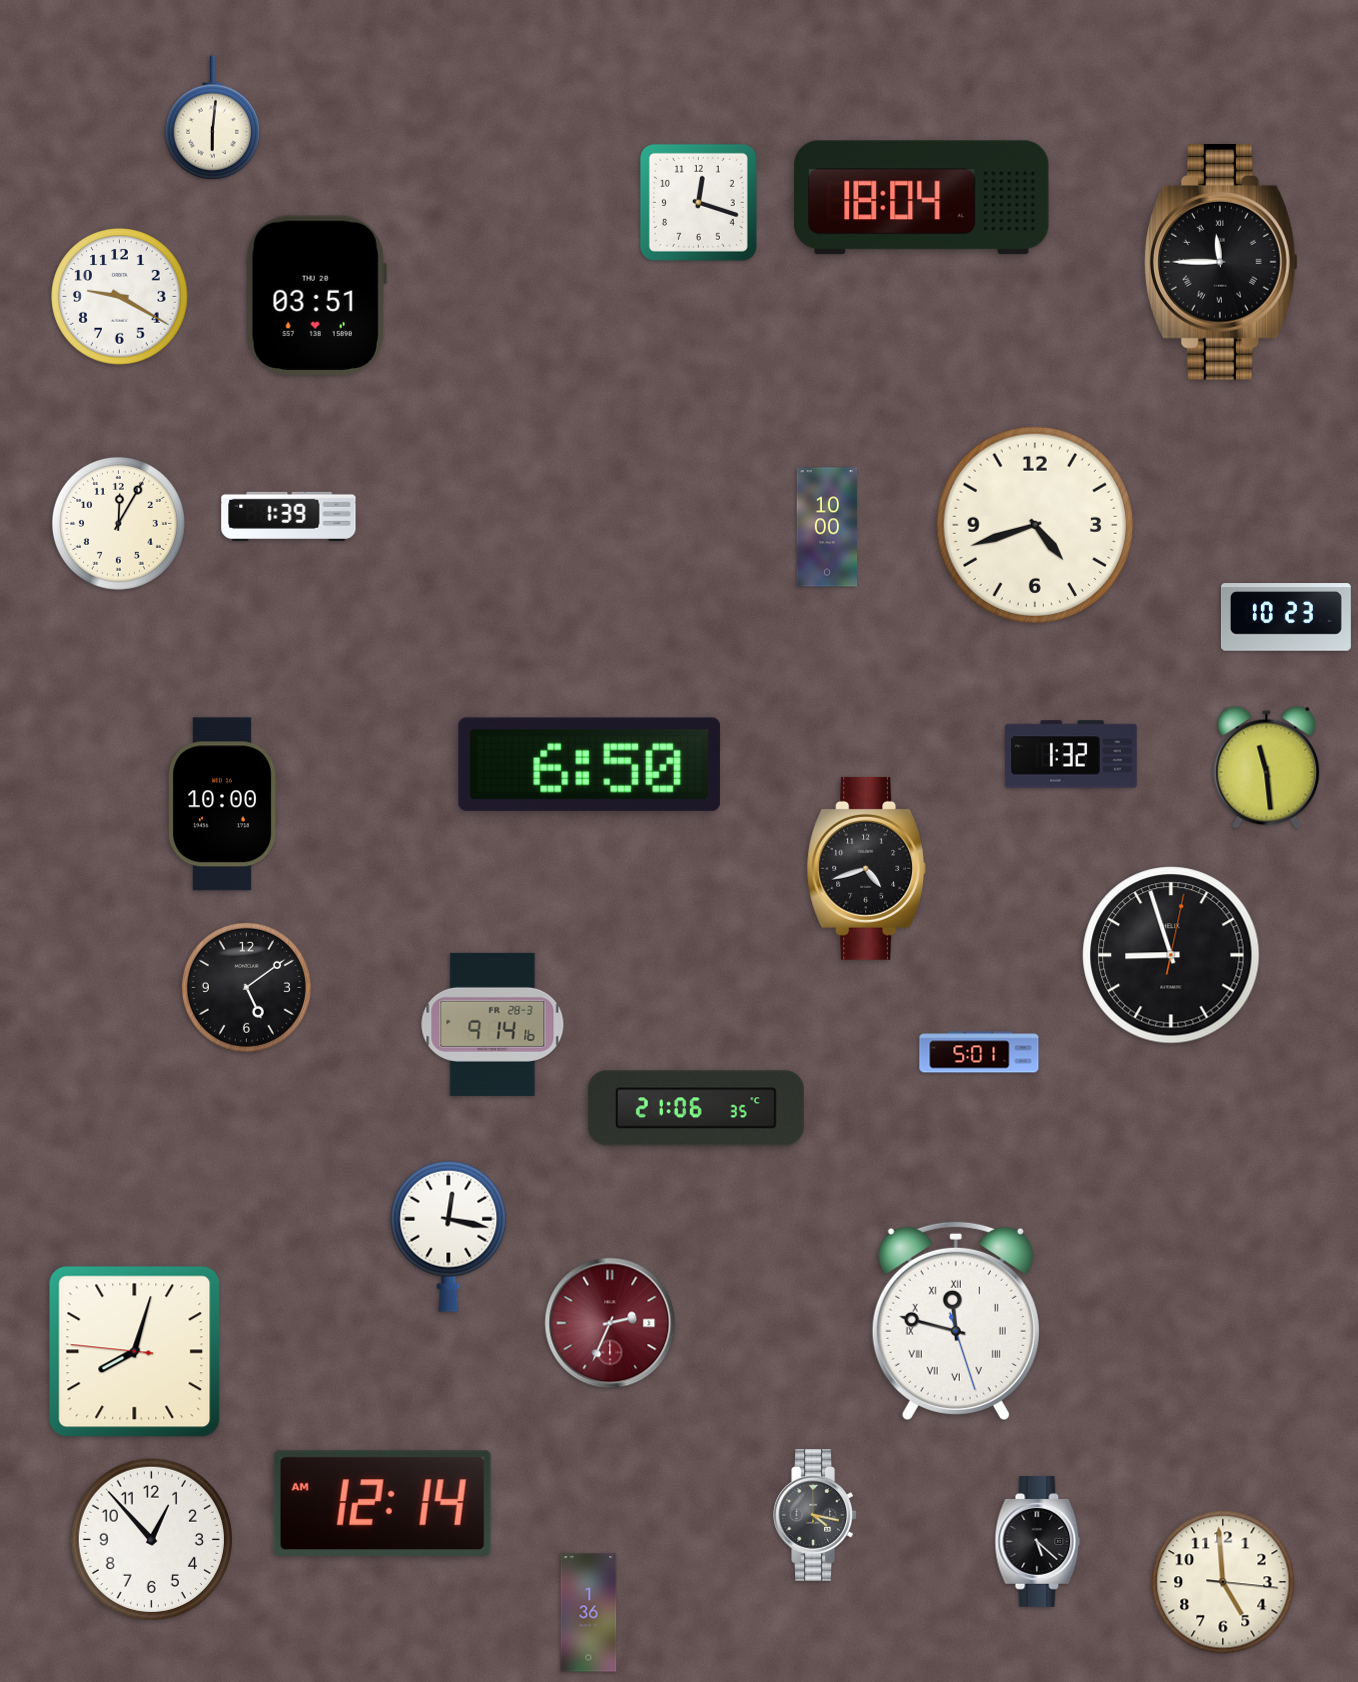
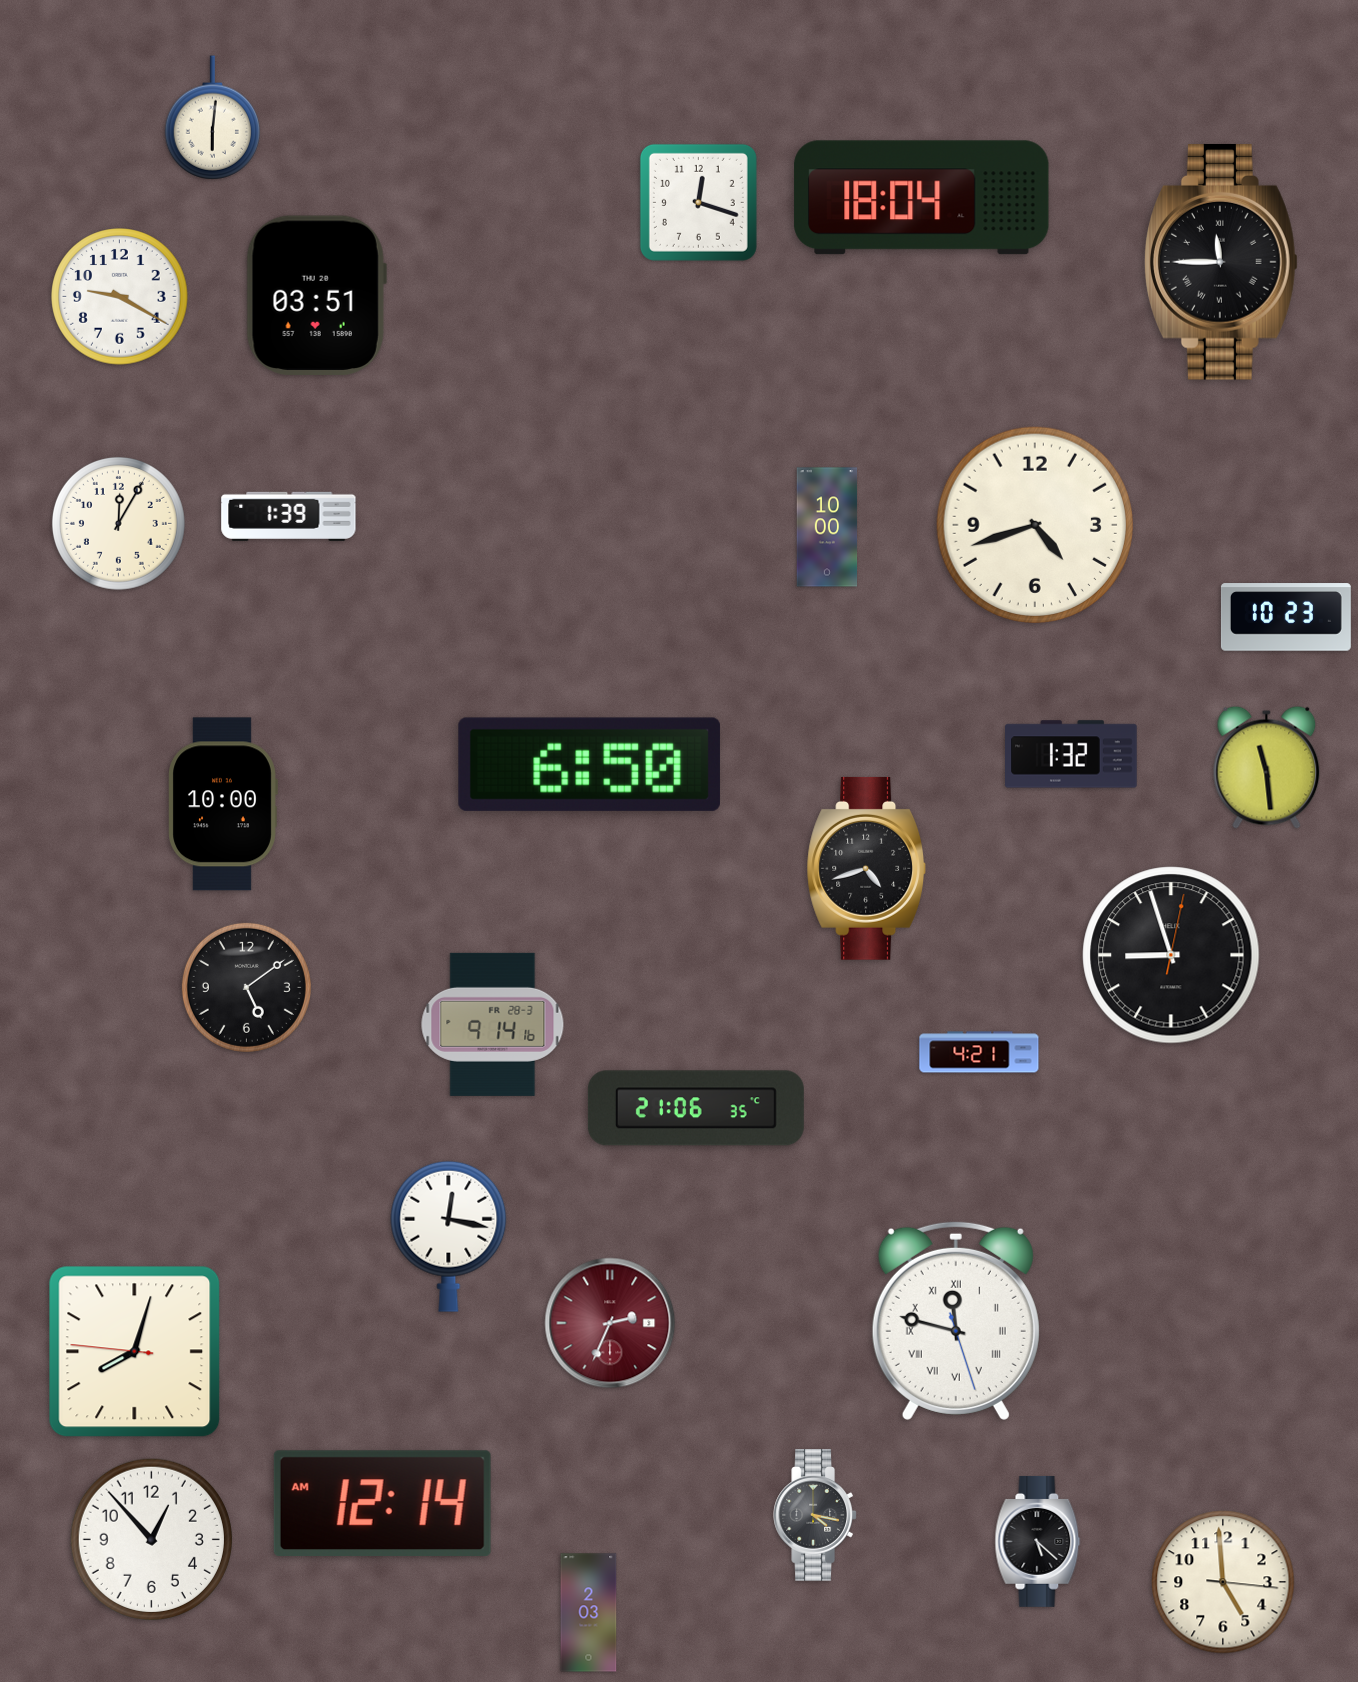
clock at (979, 1052): 5:01 -> 4:21
clock at (589, 1613): 1:36 -> 2:03
